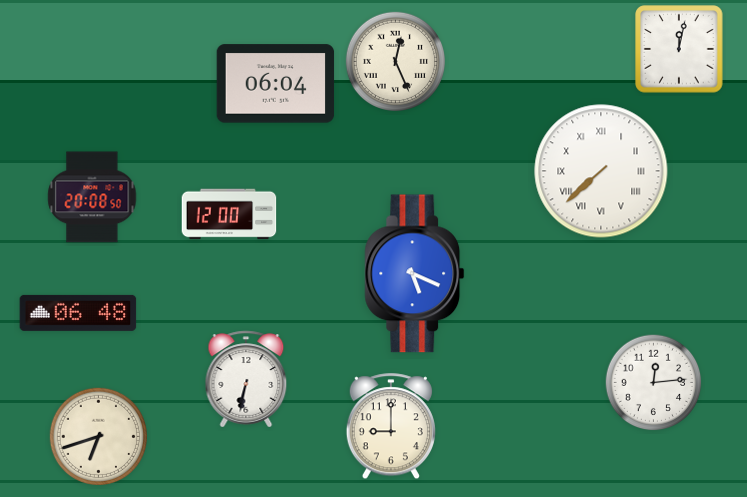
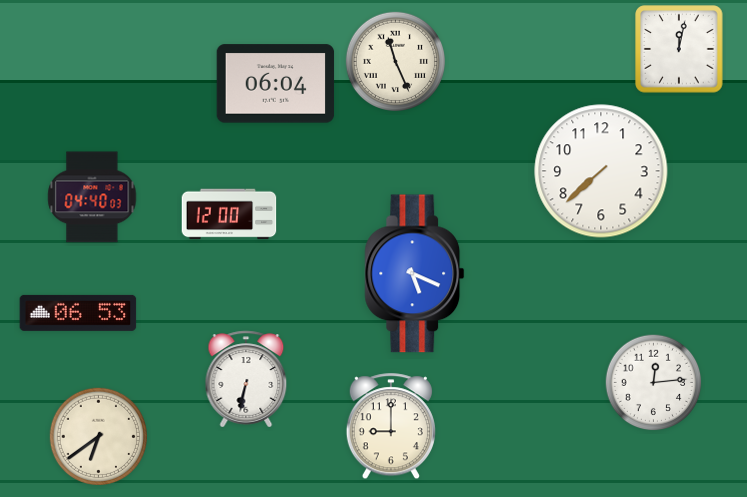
clock at (395, 61): 12:26 -> 11:26
clock at (601, 171) numerals: Roman -> Arabic
clock at (92, 197): 20:08 -> 04:40
clock at (78, 313): 06:48 -> 06:53
clock at (98, 436): 6:42 -> 6:39
